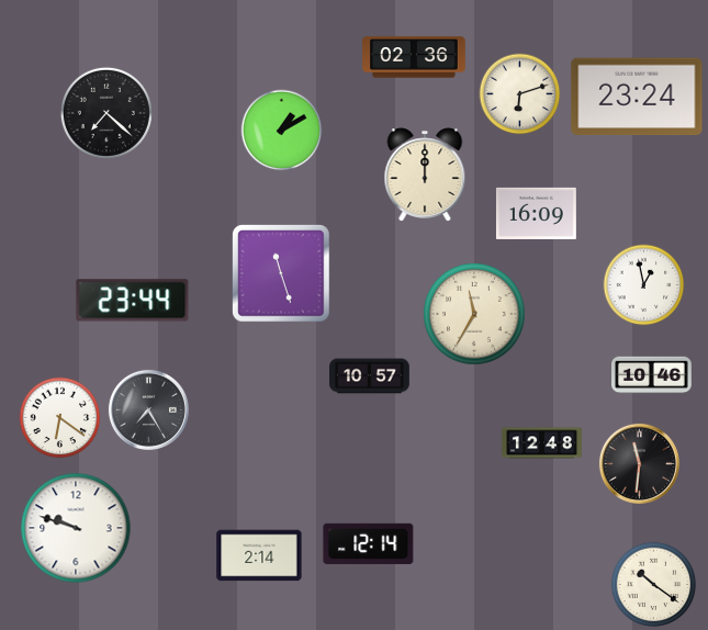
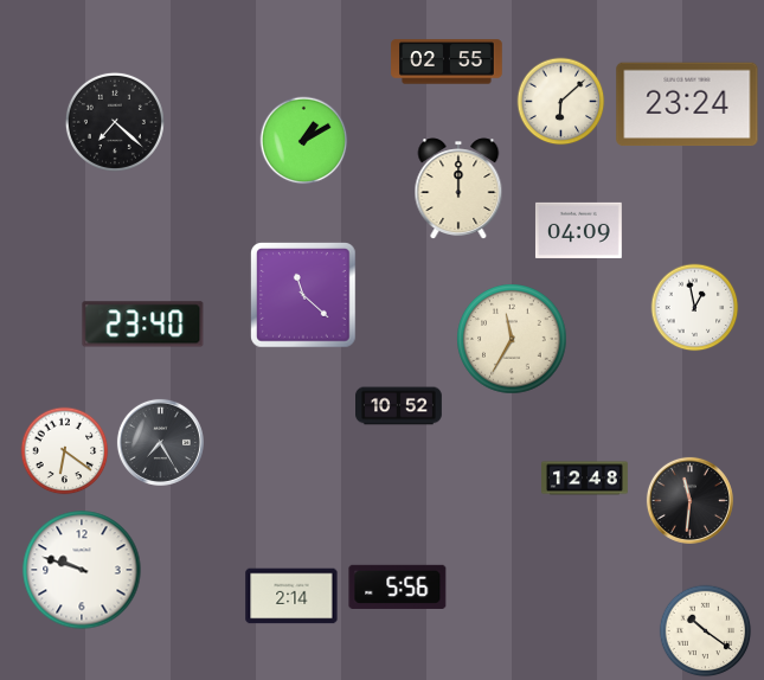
clock at (414, 57): 02:36 -> 02:55
clock at (520, 94): 6:12 -> 6:08
clock at (537, 213): 16:09 -> 04:09
clock at (281, 273): 11:27 -> 11:22
clock at (133, 301): 23:44 -> 23:40
clock at (652, 375): 10:46 -> none
clock at (370, 376): 10:57 -> 10:52
clock at (369, 543): 12:14 -> 5:56
clock at (259, 555) position: (259, 555) -> (291, 596)
